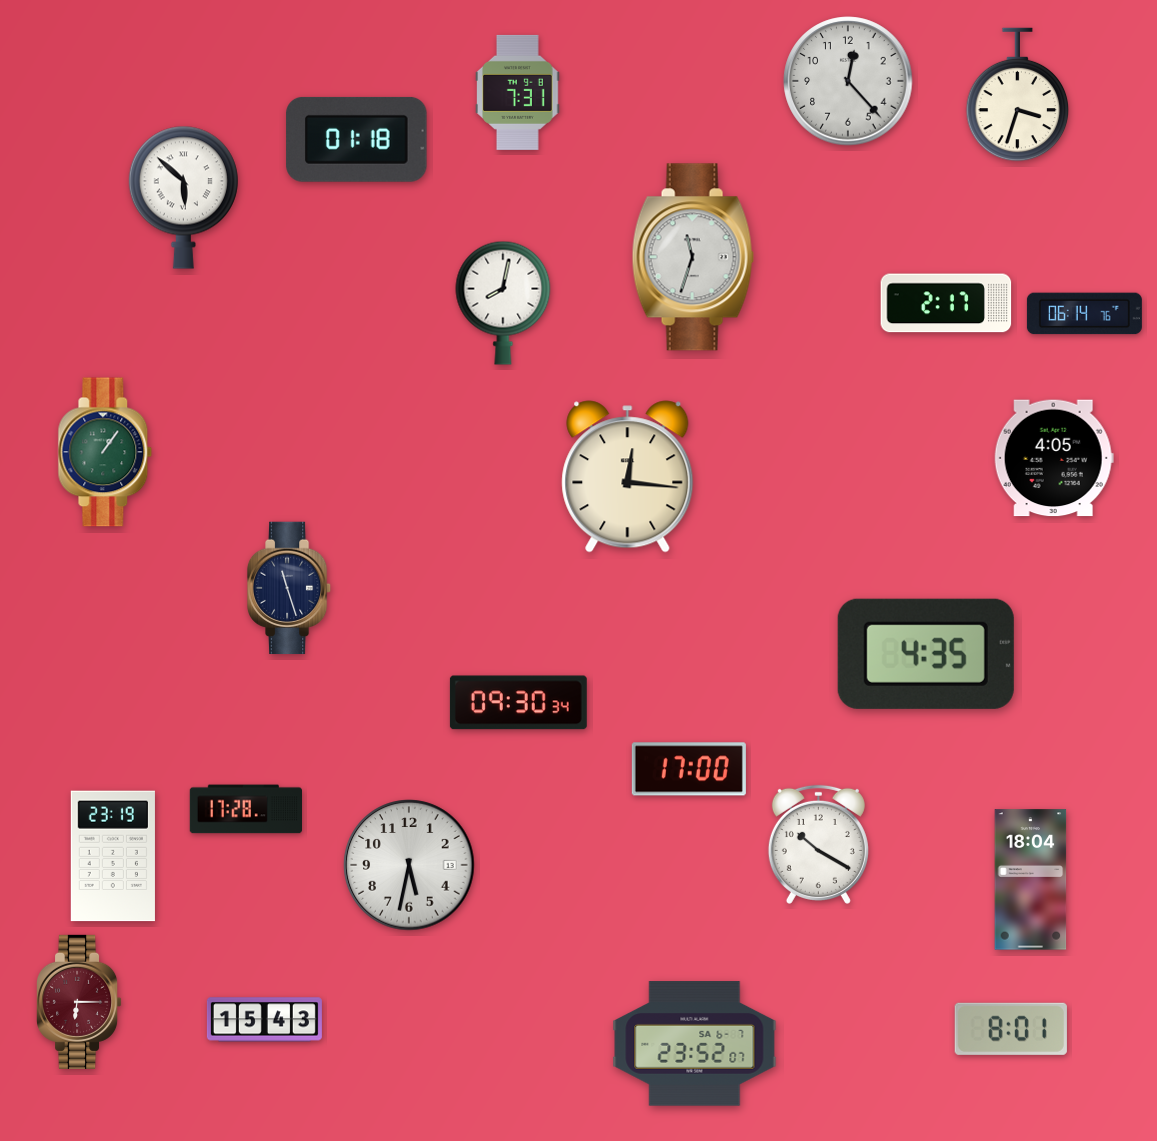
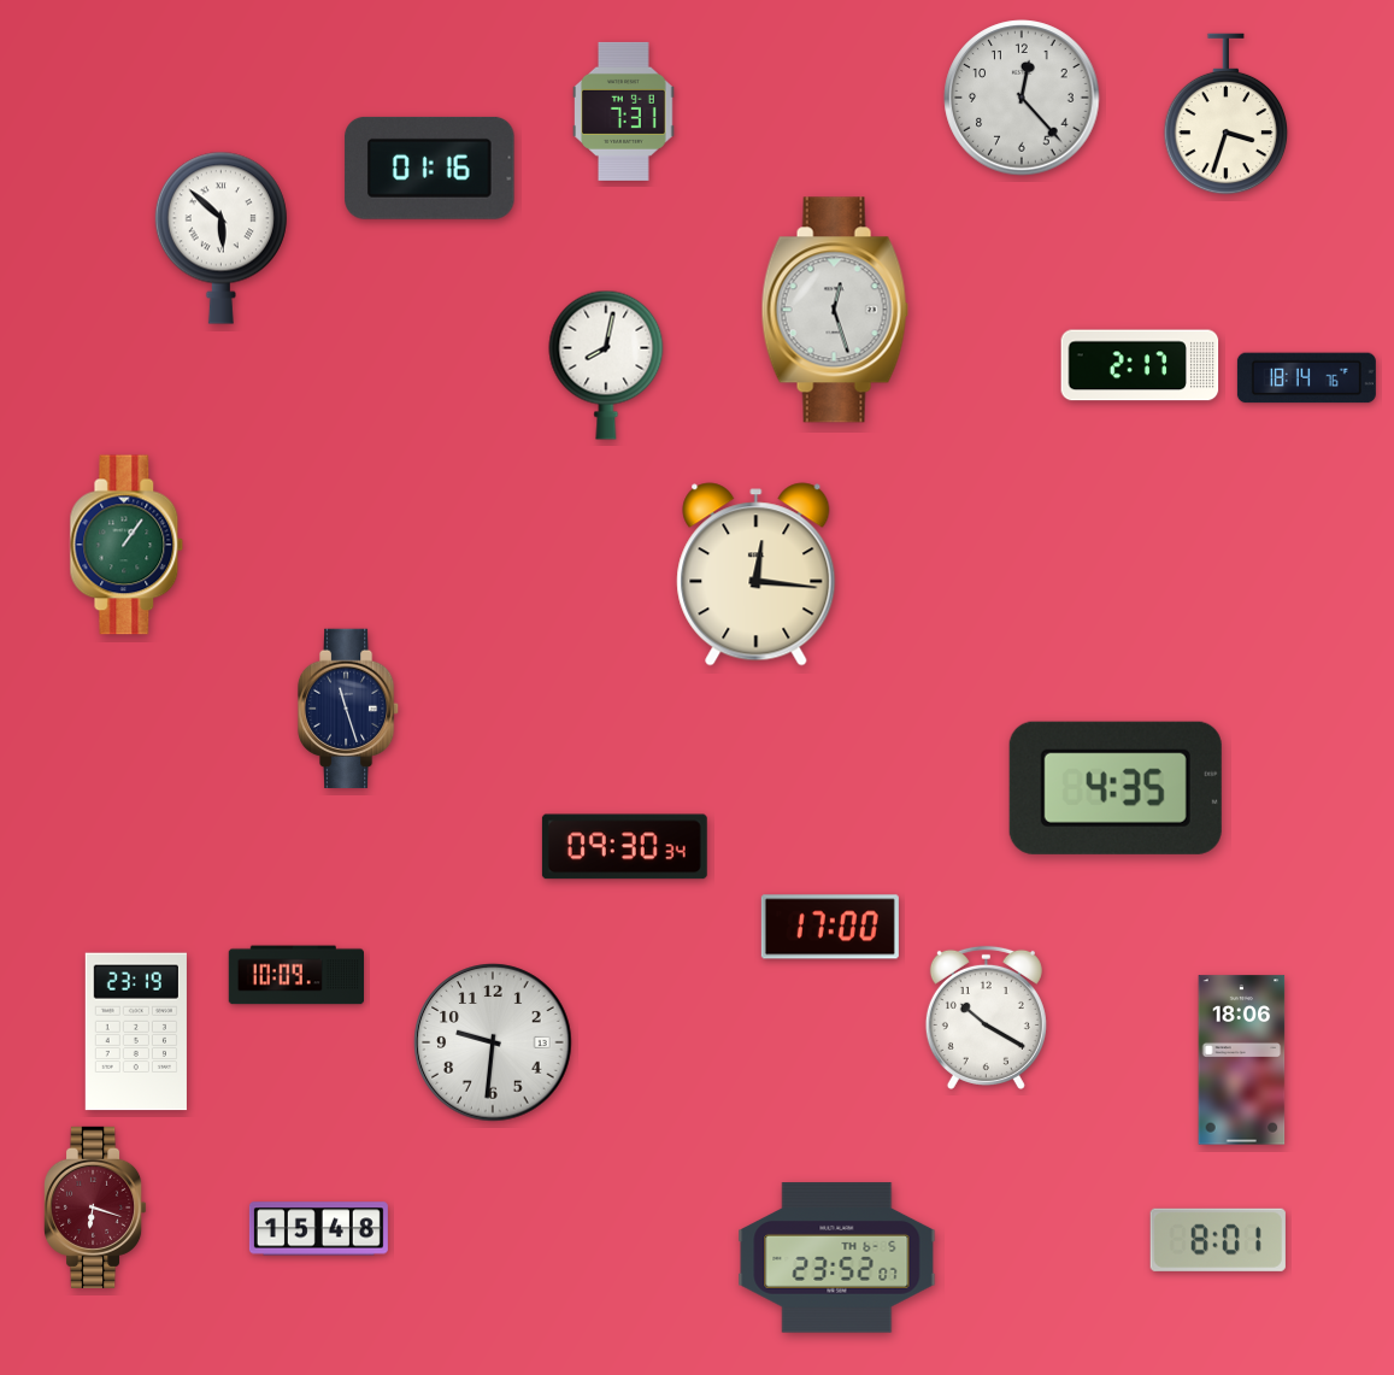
clock at (357, 139): 01:18 -> 01:16
clock at (693, 257): 11:33 -> 12:27
clock at (1084, 314): 06:14 -> 18:14
clock at (1054, 458): 4:05 -> none
clock at (245, 809): 17:28 -> 10:09
clock at (409, 865): 5:32 -> 9:31
clock at (1031, 880): 18:04 -> 18:06
clock at (80, 1002): 6:15 -> 6:18
clock at (264, 1020): 15:43 -> 15:48
clock at (695, 1044) date: SA 6-7 -> TH 6-5
